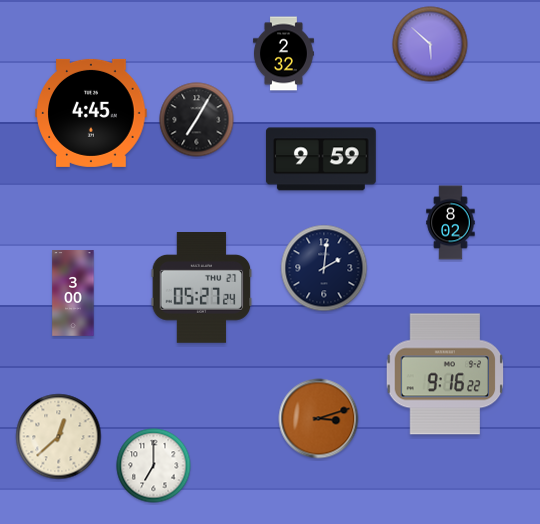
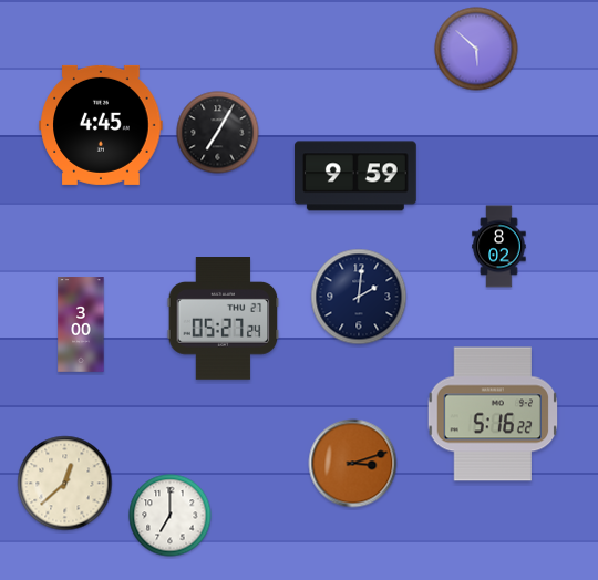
clock at (284, 54): 2:32 -> none
clock at (445, 374): 9:16 -> 5:16
